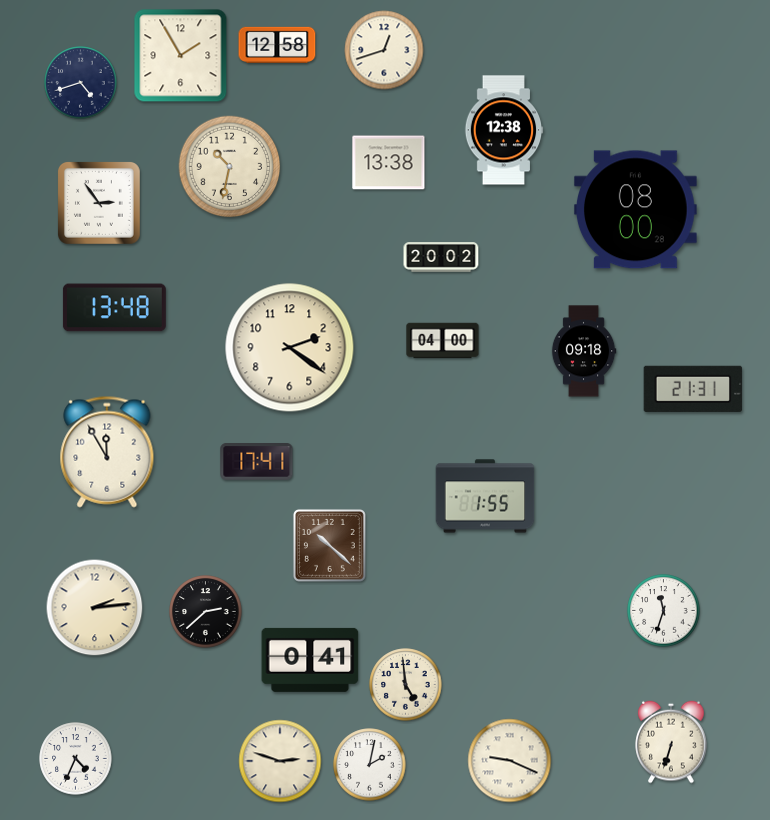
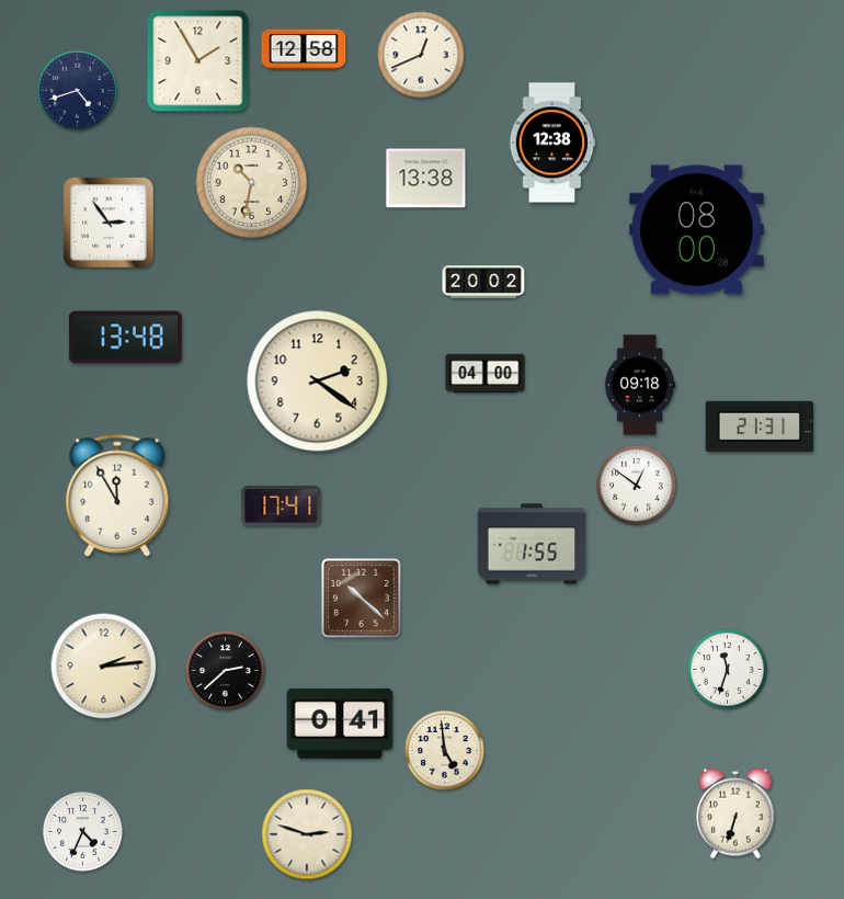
clock at (384, 50): 12:42 -> 12:41
clock at (81, 83) position: (81, 83) -> (78, 91)
clock at (637, 486): none -> 12:51
clock at (510, 761): 9:19 -> none
clock at (370, 765): 2:02 -> none
